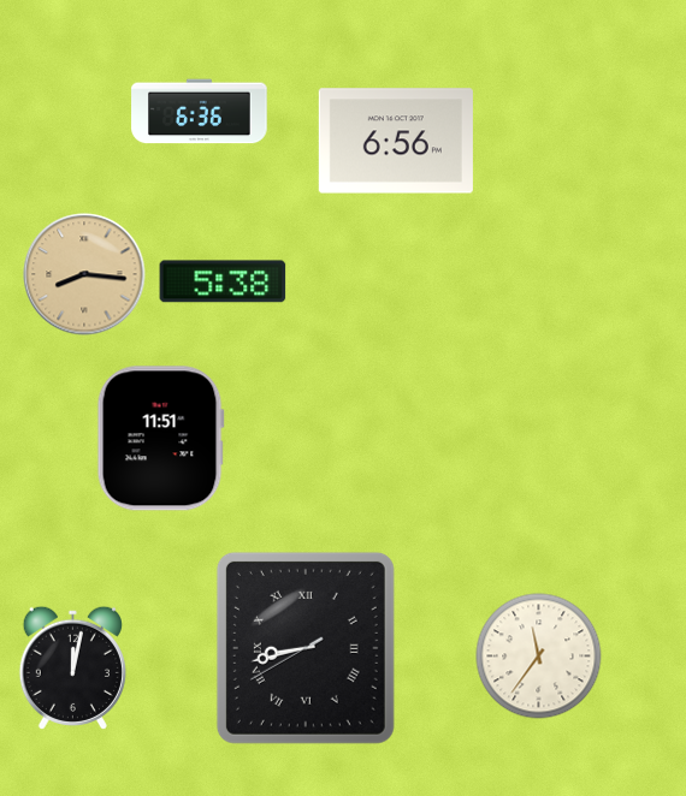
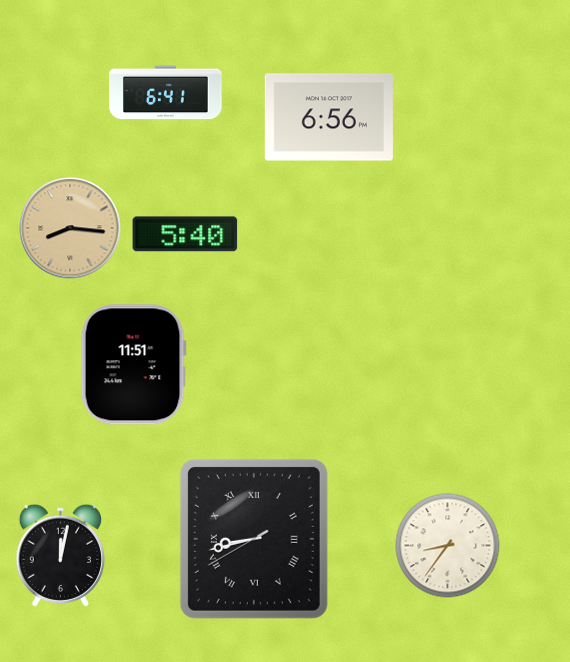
clock at (200, 112): 6:36 -> 6:41
clock at (223, 281): 5:38 -> 5:40
clock at (539, 657): 11:36 -> 8:36
